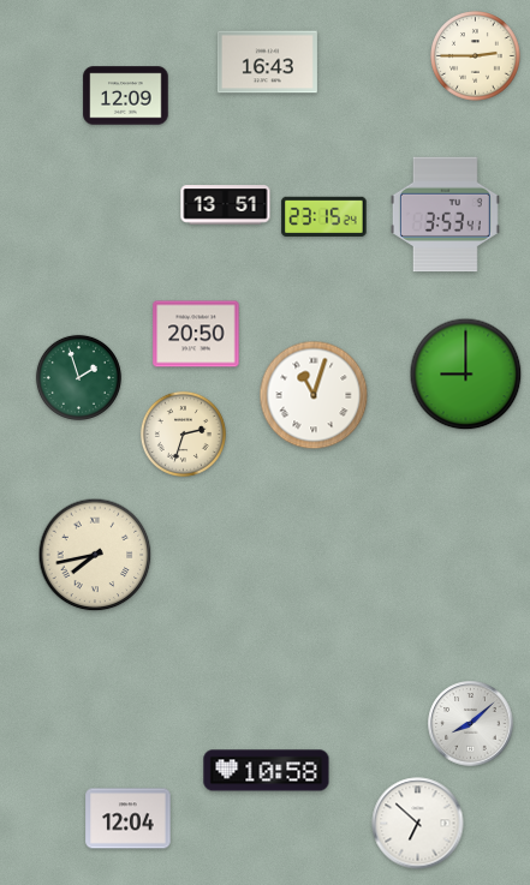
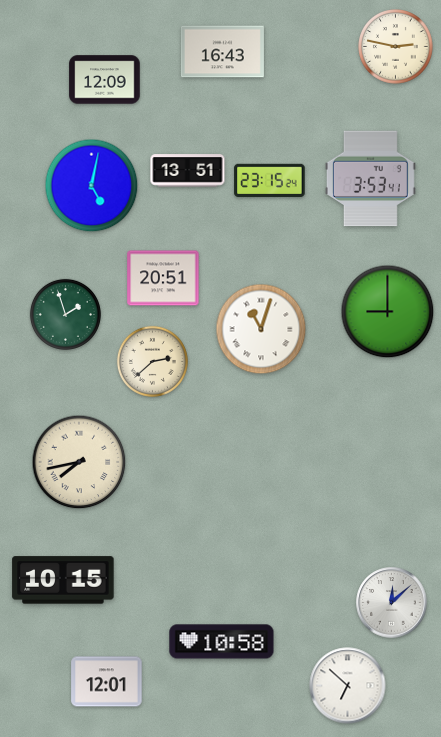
clock at (476, 56): 2:45 -> 2:47
clock at (92, 186): none -> 5:02
clock at (196, 334): 20:50 -> 20:51
clock at (183, 433): 2:33 -> 2:38
clock at (63, 580): none -> 10:15
clock at (471, 724): 8:08 -> 12:08
clock at (129, 819): 12:04 -> 12:01
